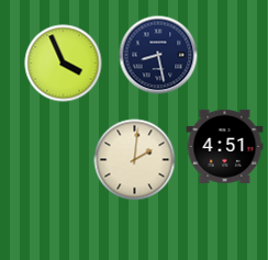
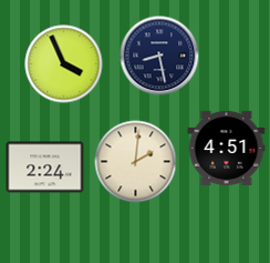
clock at (45, 168): none -> 2:24
